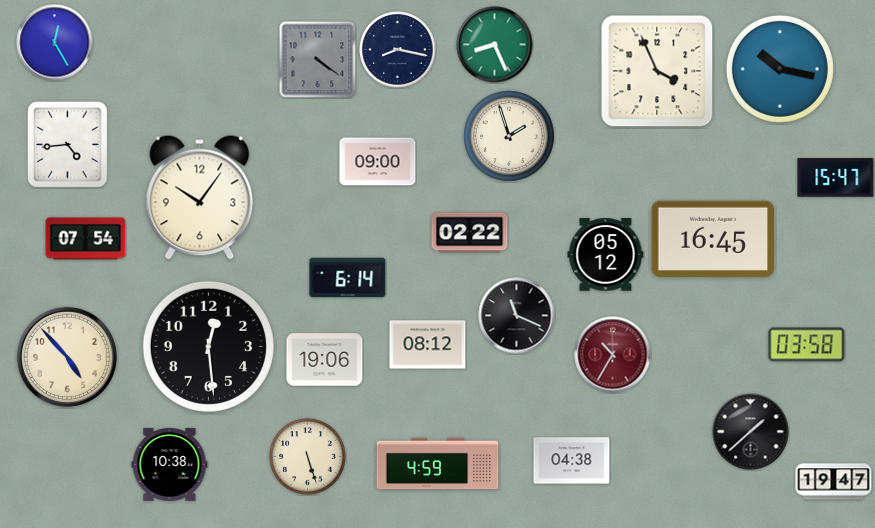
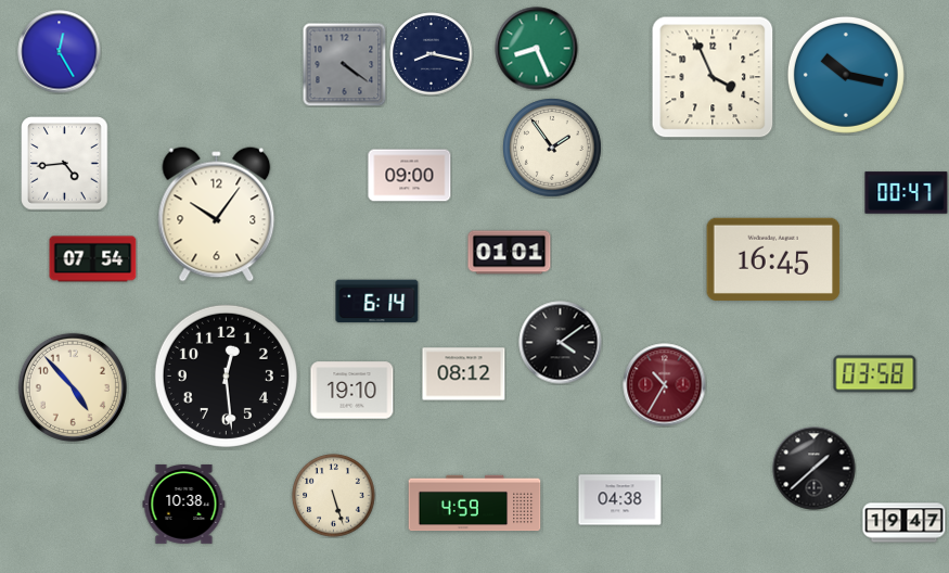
clock at (55, 43) position: (55, 43) -> (60, 52)
clock at (510, 137): 1:57 -> 1:54
clock at (68, 145) position: (68, 145) -> (65, 164)
clock at (836, 178): 15:47 -> 00:47
clock at (470, 233): 02:22 -> 01:01
clock at (606, 255): 05:12 -> none
clock at (517, 316): 11:19 -> 4:09
clock at (325, 360): 19:06 -> 19:10
